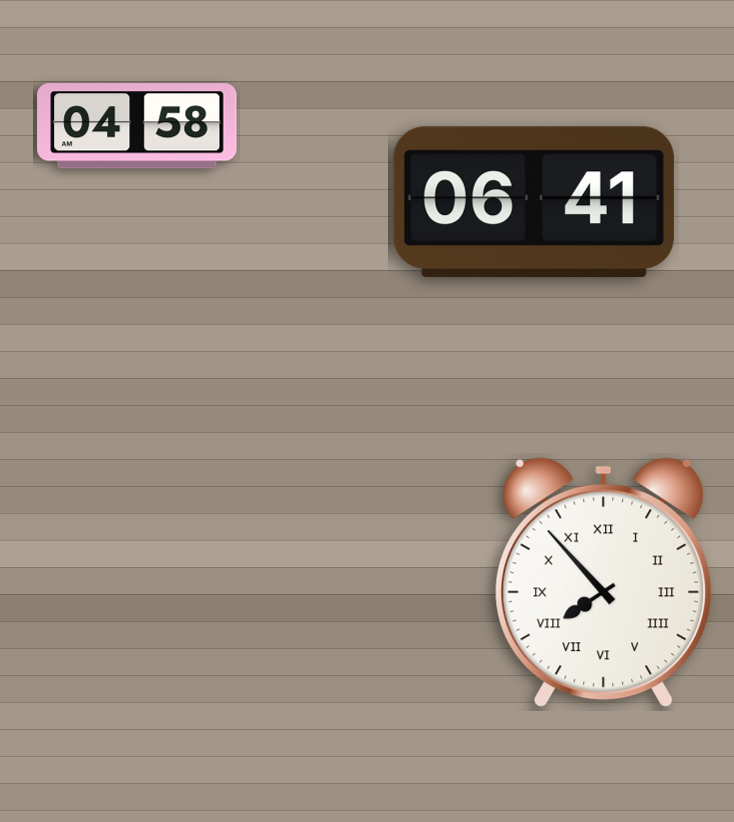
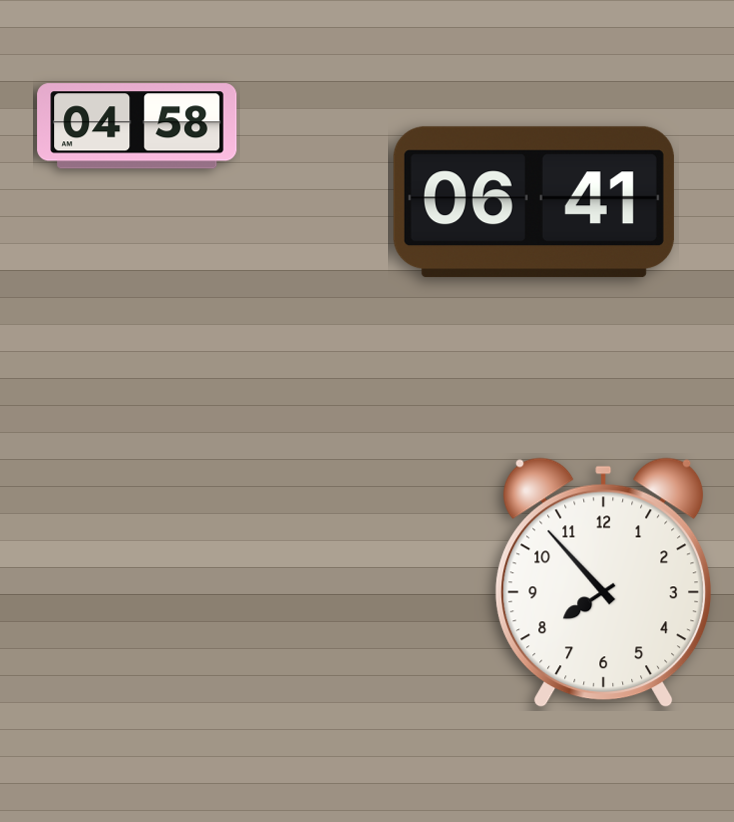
clock at (604, 583) numerals: Roman -> Arabic
